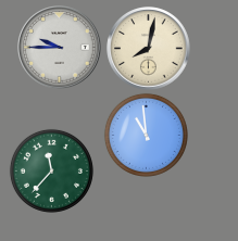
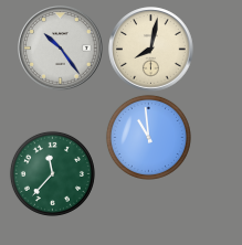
clock at (60, 48): 9:45 -> 10:24
